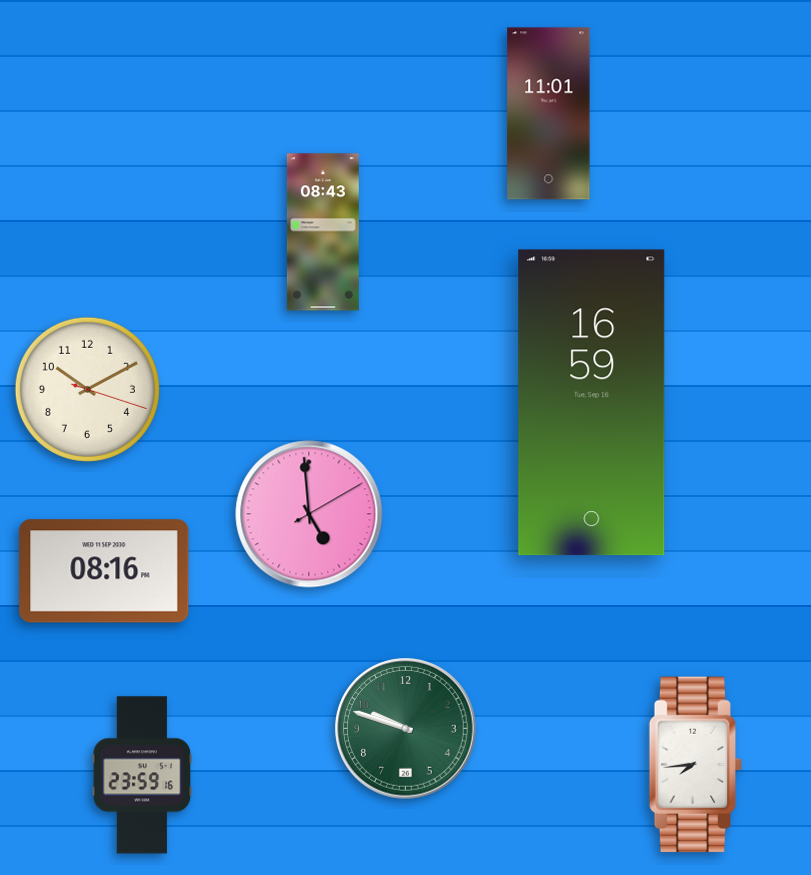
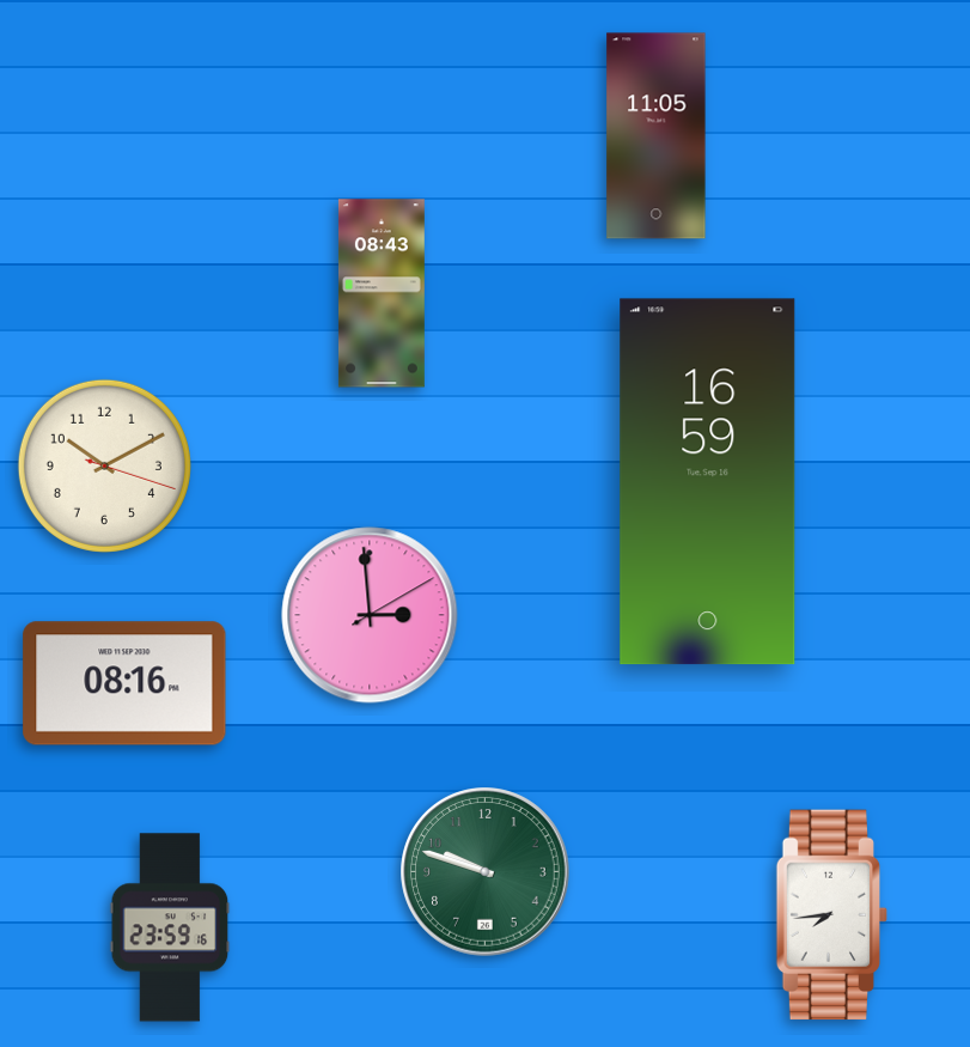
clock at (549, 114): 11:01 -> 11:05
clock at (323, 232) position: (323, 232) -> (382, 293)
clock at (309, 514): 4:59 -> 2:59
